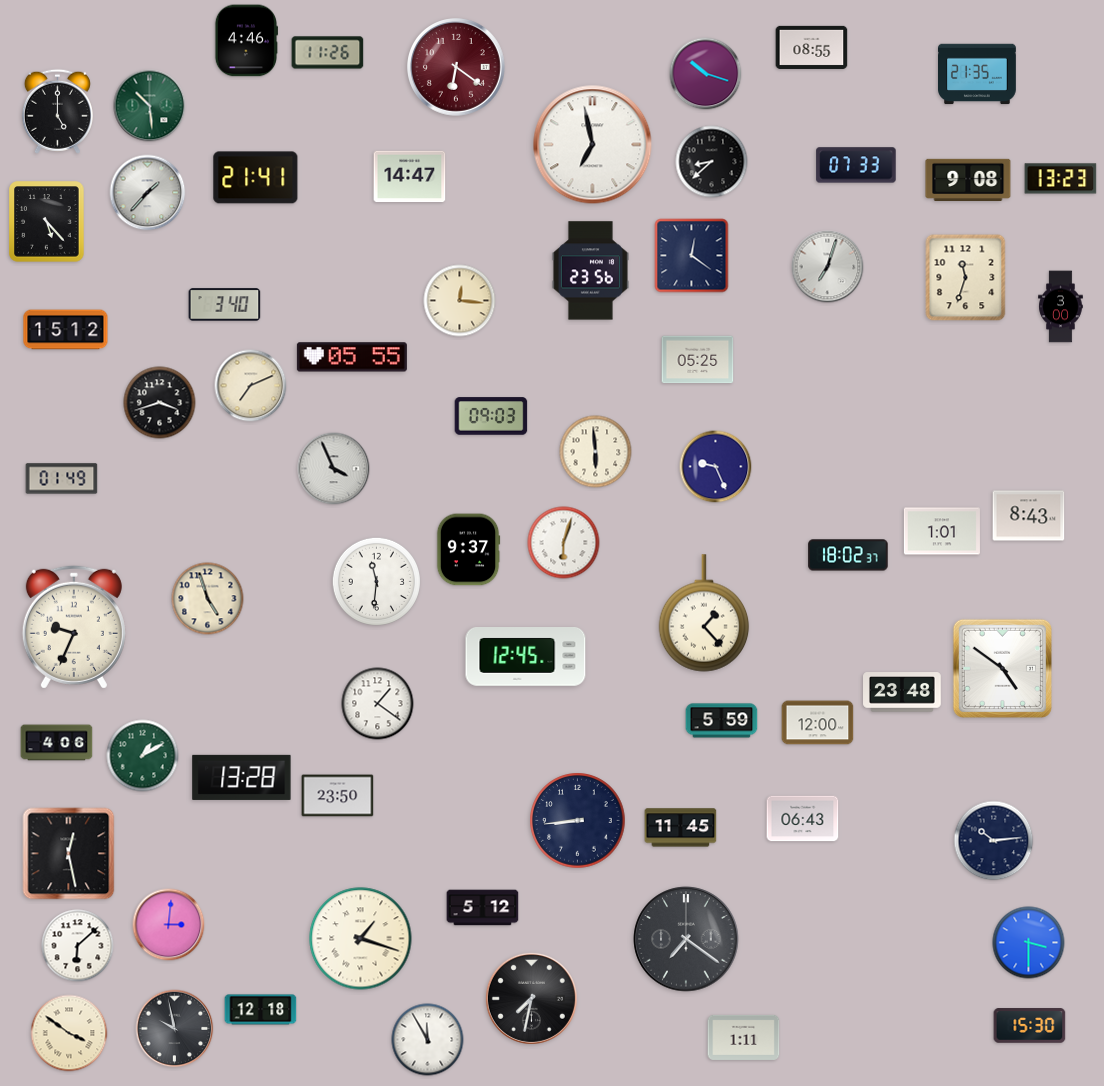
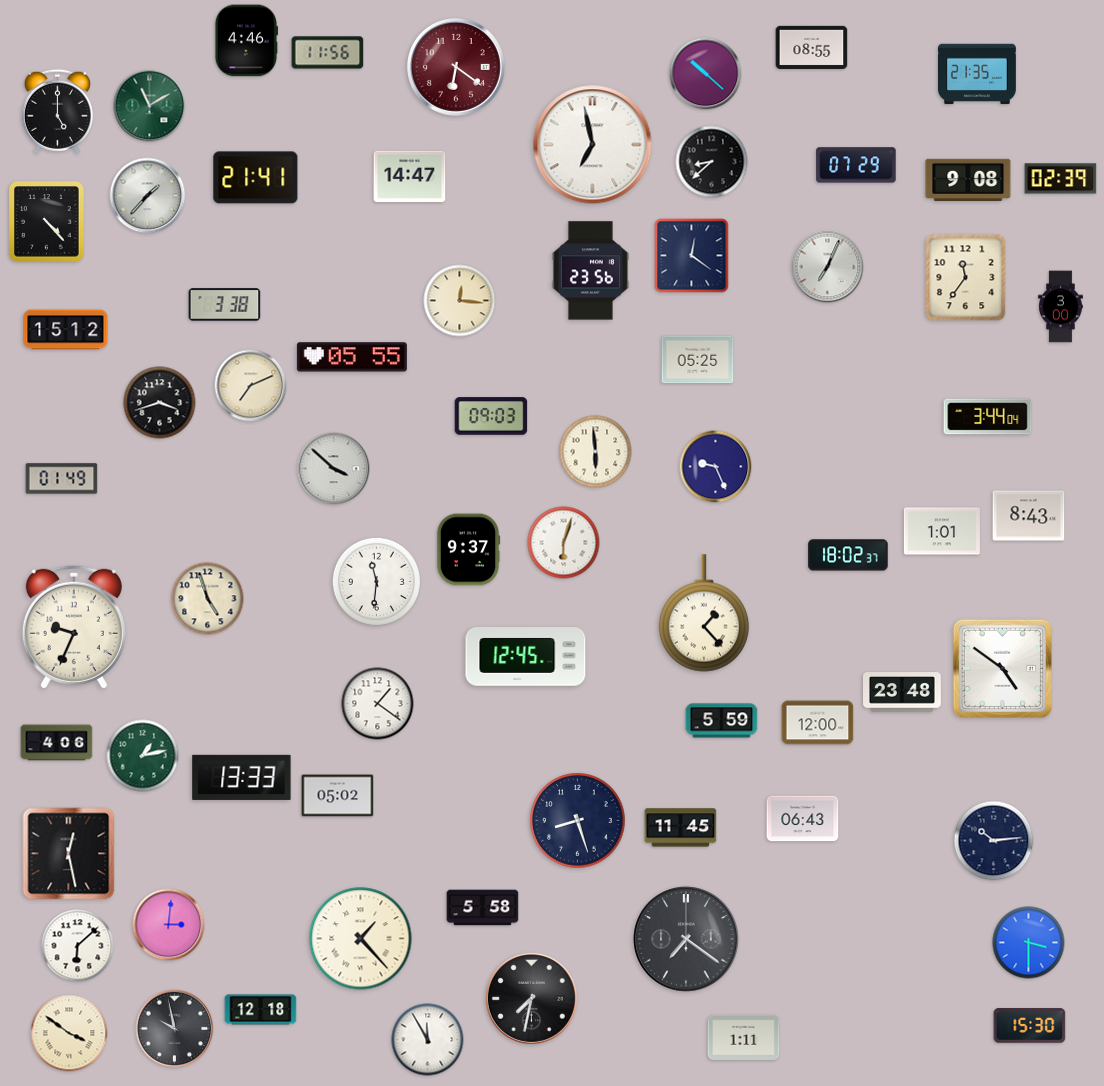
clock at (328, 53): 11:26 -> 11:56
clock at (706, 74): 10:18 -> 10:22
clock at (150, 106): 10:29 -> 11:10
clock at (856, 165): 07:33 -> 07:29
clock at (1061, 179): 13:23 -> 02:39
clock at (148, 193) position: (148, 193) -> (148, 196)
clock at (47, 222): 5:23 -> 4:23
clock at (828, 267): 7:03 -> 7:04
clock at (966, 278): 11:33 -> 11:36
clock at (225, 305): 3:40 -> 3:38
clock at (988, 417): none -> 3:44
clock at (334, 469): 3:56 -> 3:52
clock at (143, 756): 1:10 -> 1:13
clock at (242, 777): 13:28 -> 13:33
clock at (338, 796): 23:50 -> 05:02
clock at (578, 821): 8:44 -> 8:27
clock at (483, 908): 5:12 -> 5:58
clock at (361, 939): 1:18 -> 1:23
